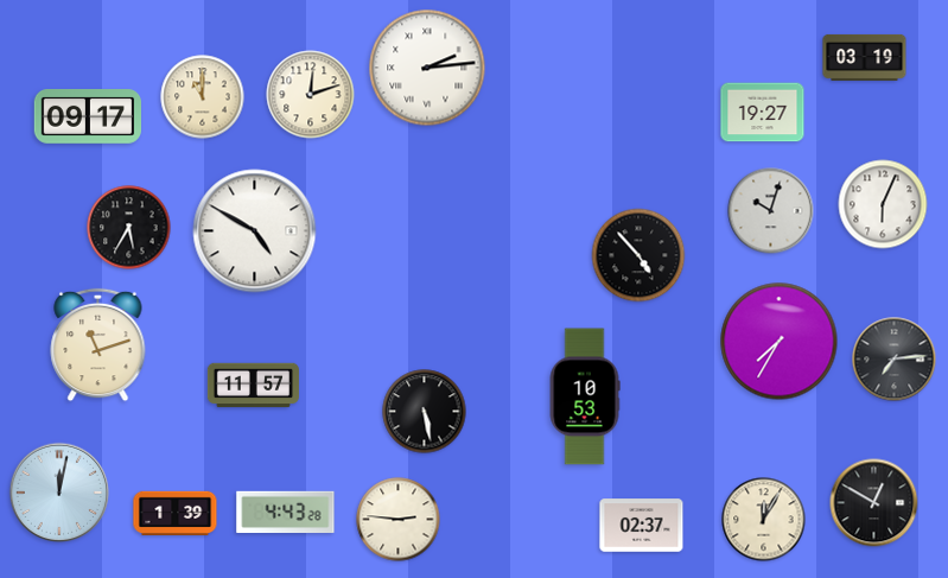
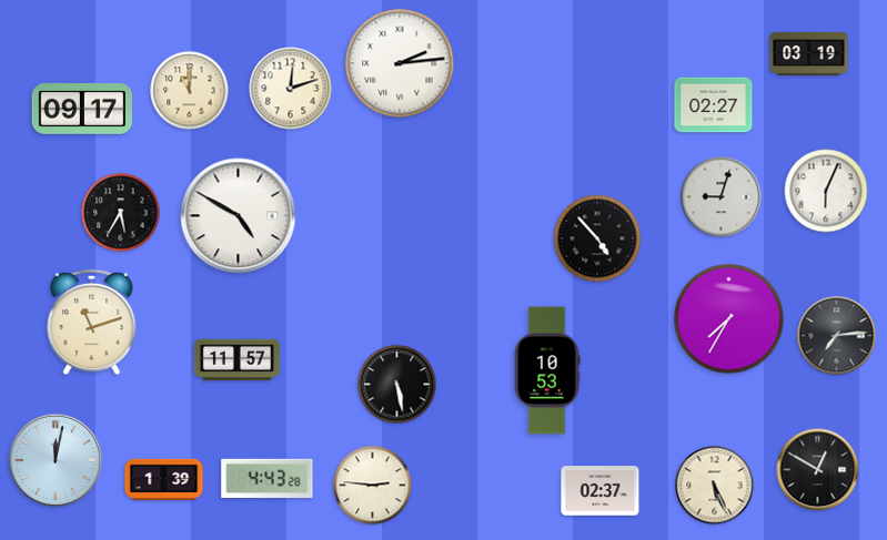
clock at (763, 113): 19:27 -> 02:27
clock at (771, 211): 10:03 -> 9:03
clock at (764, 520): 12:05 -> 5:26
